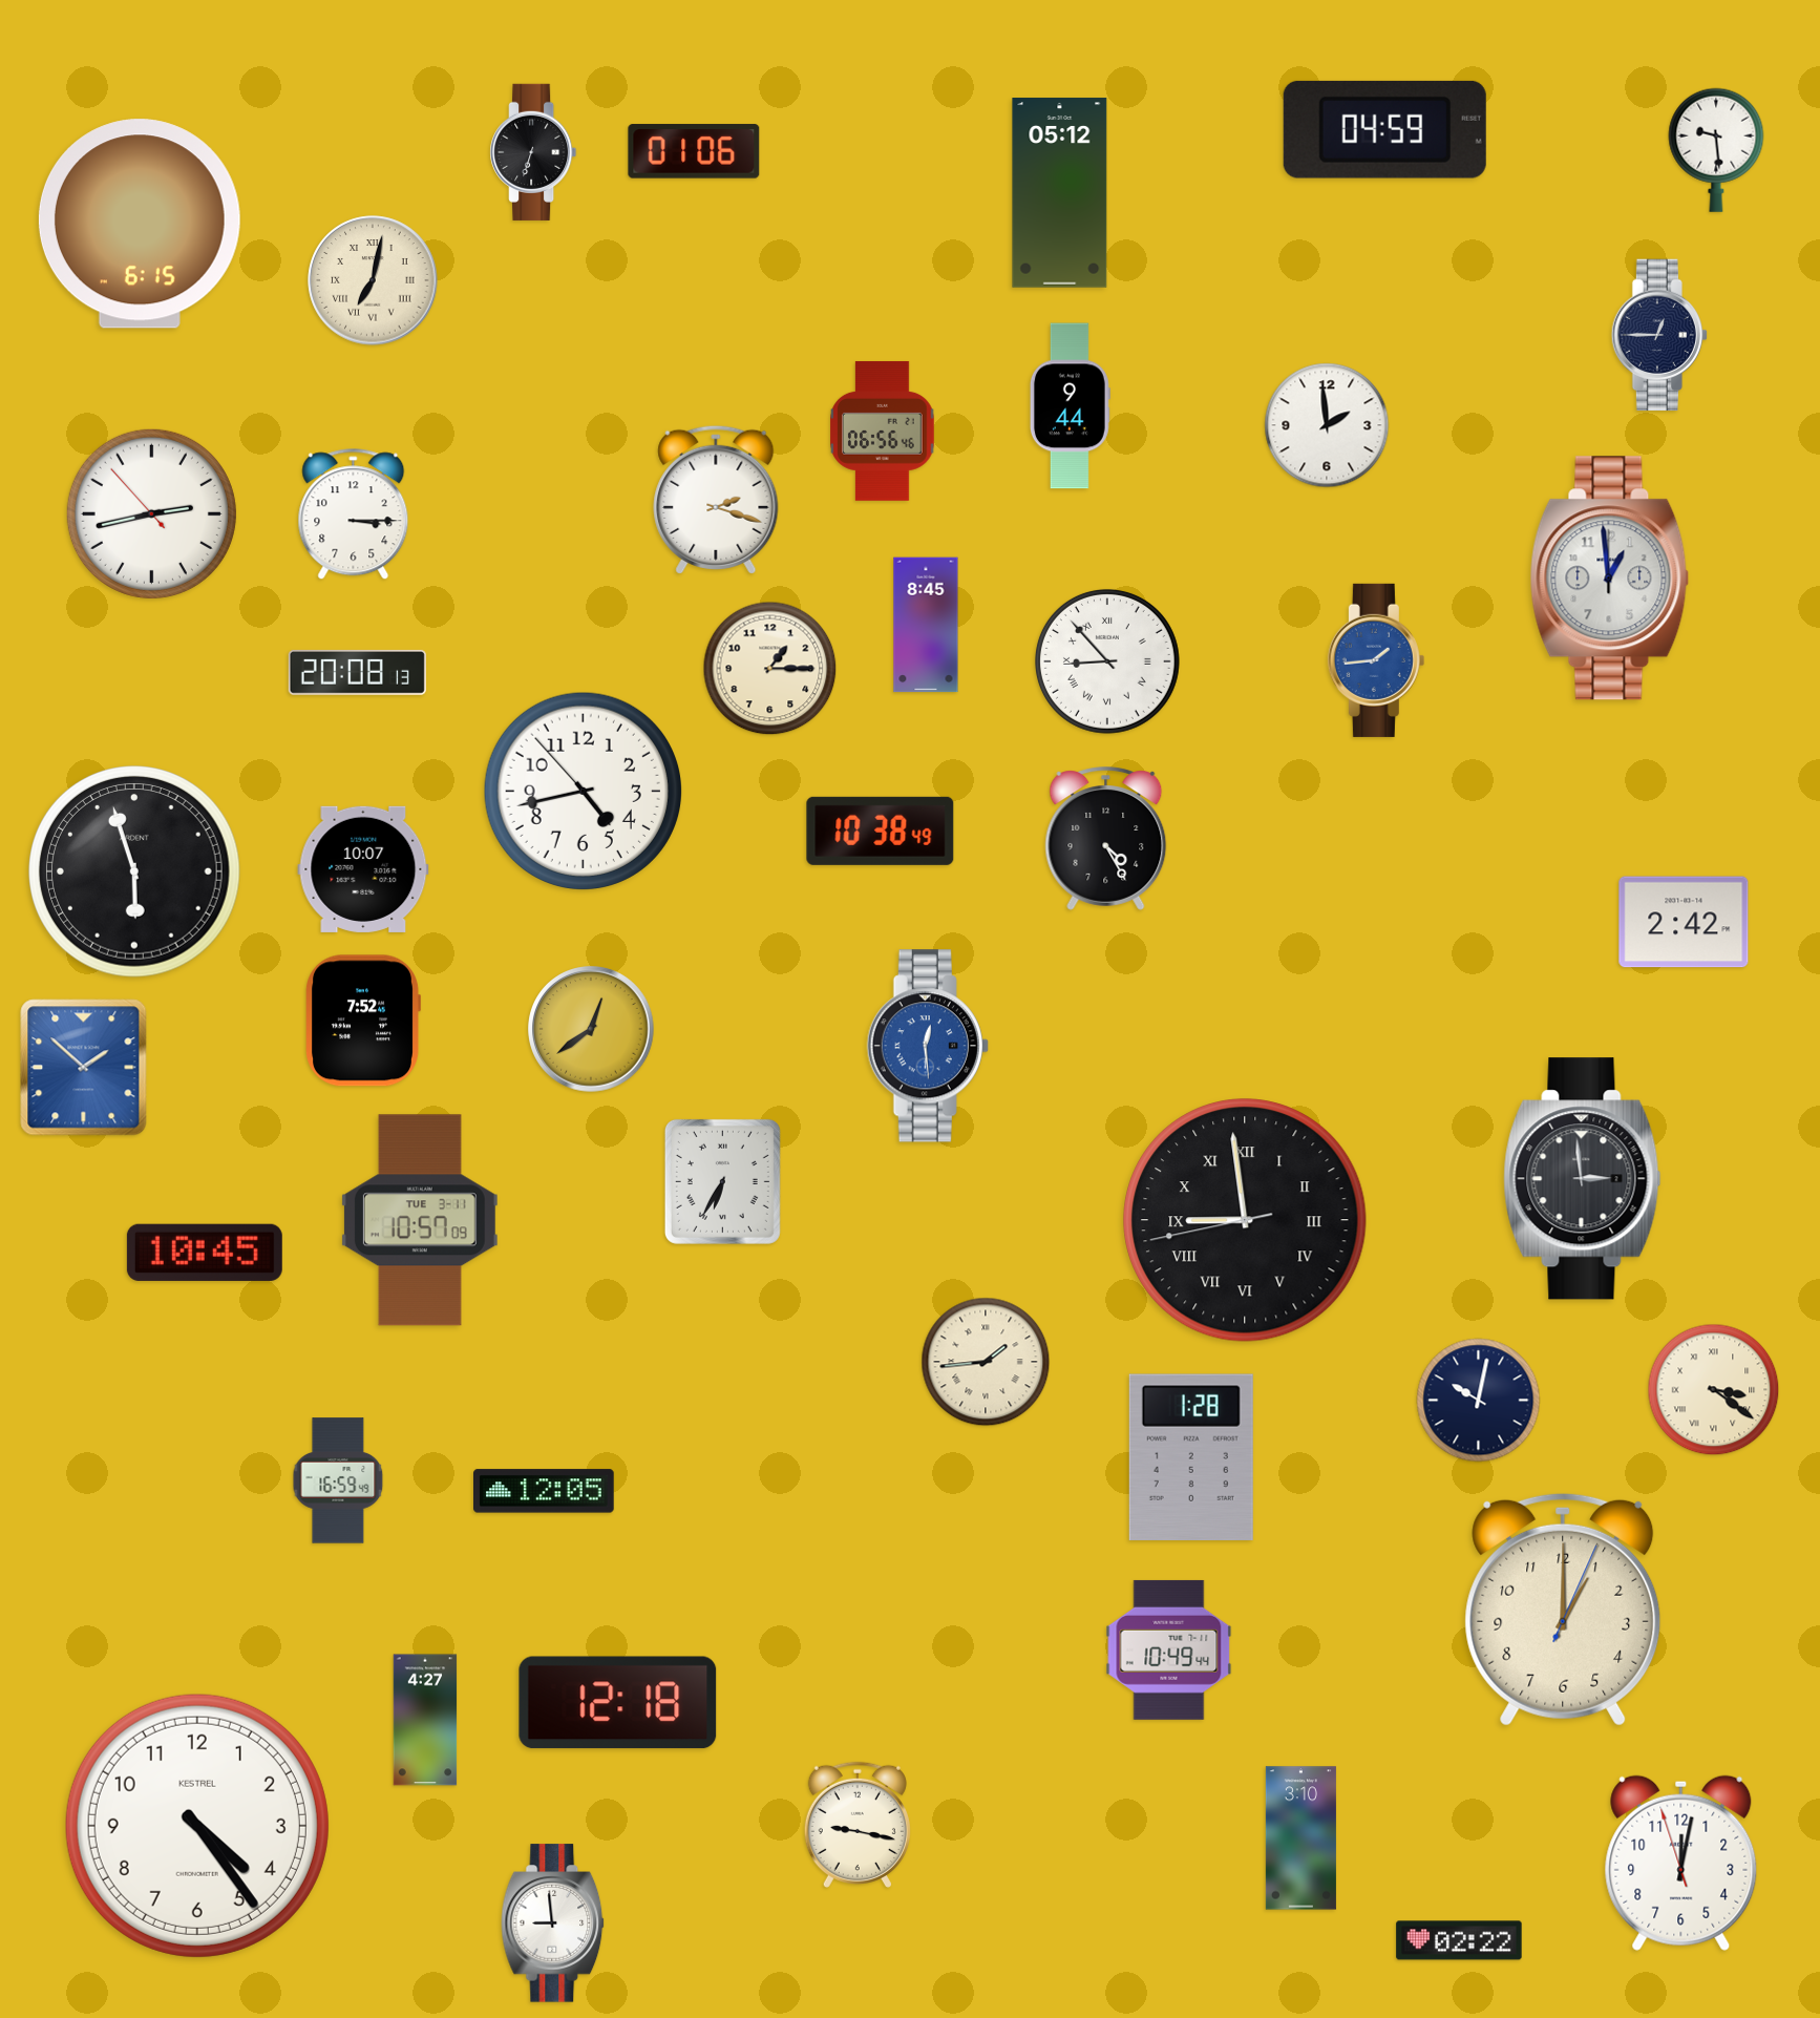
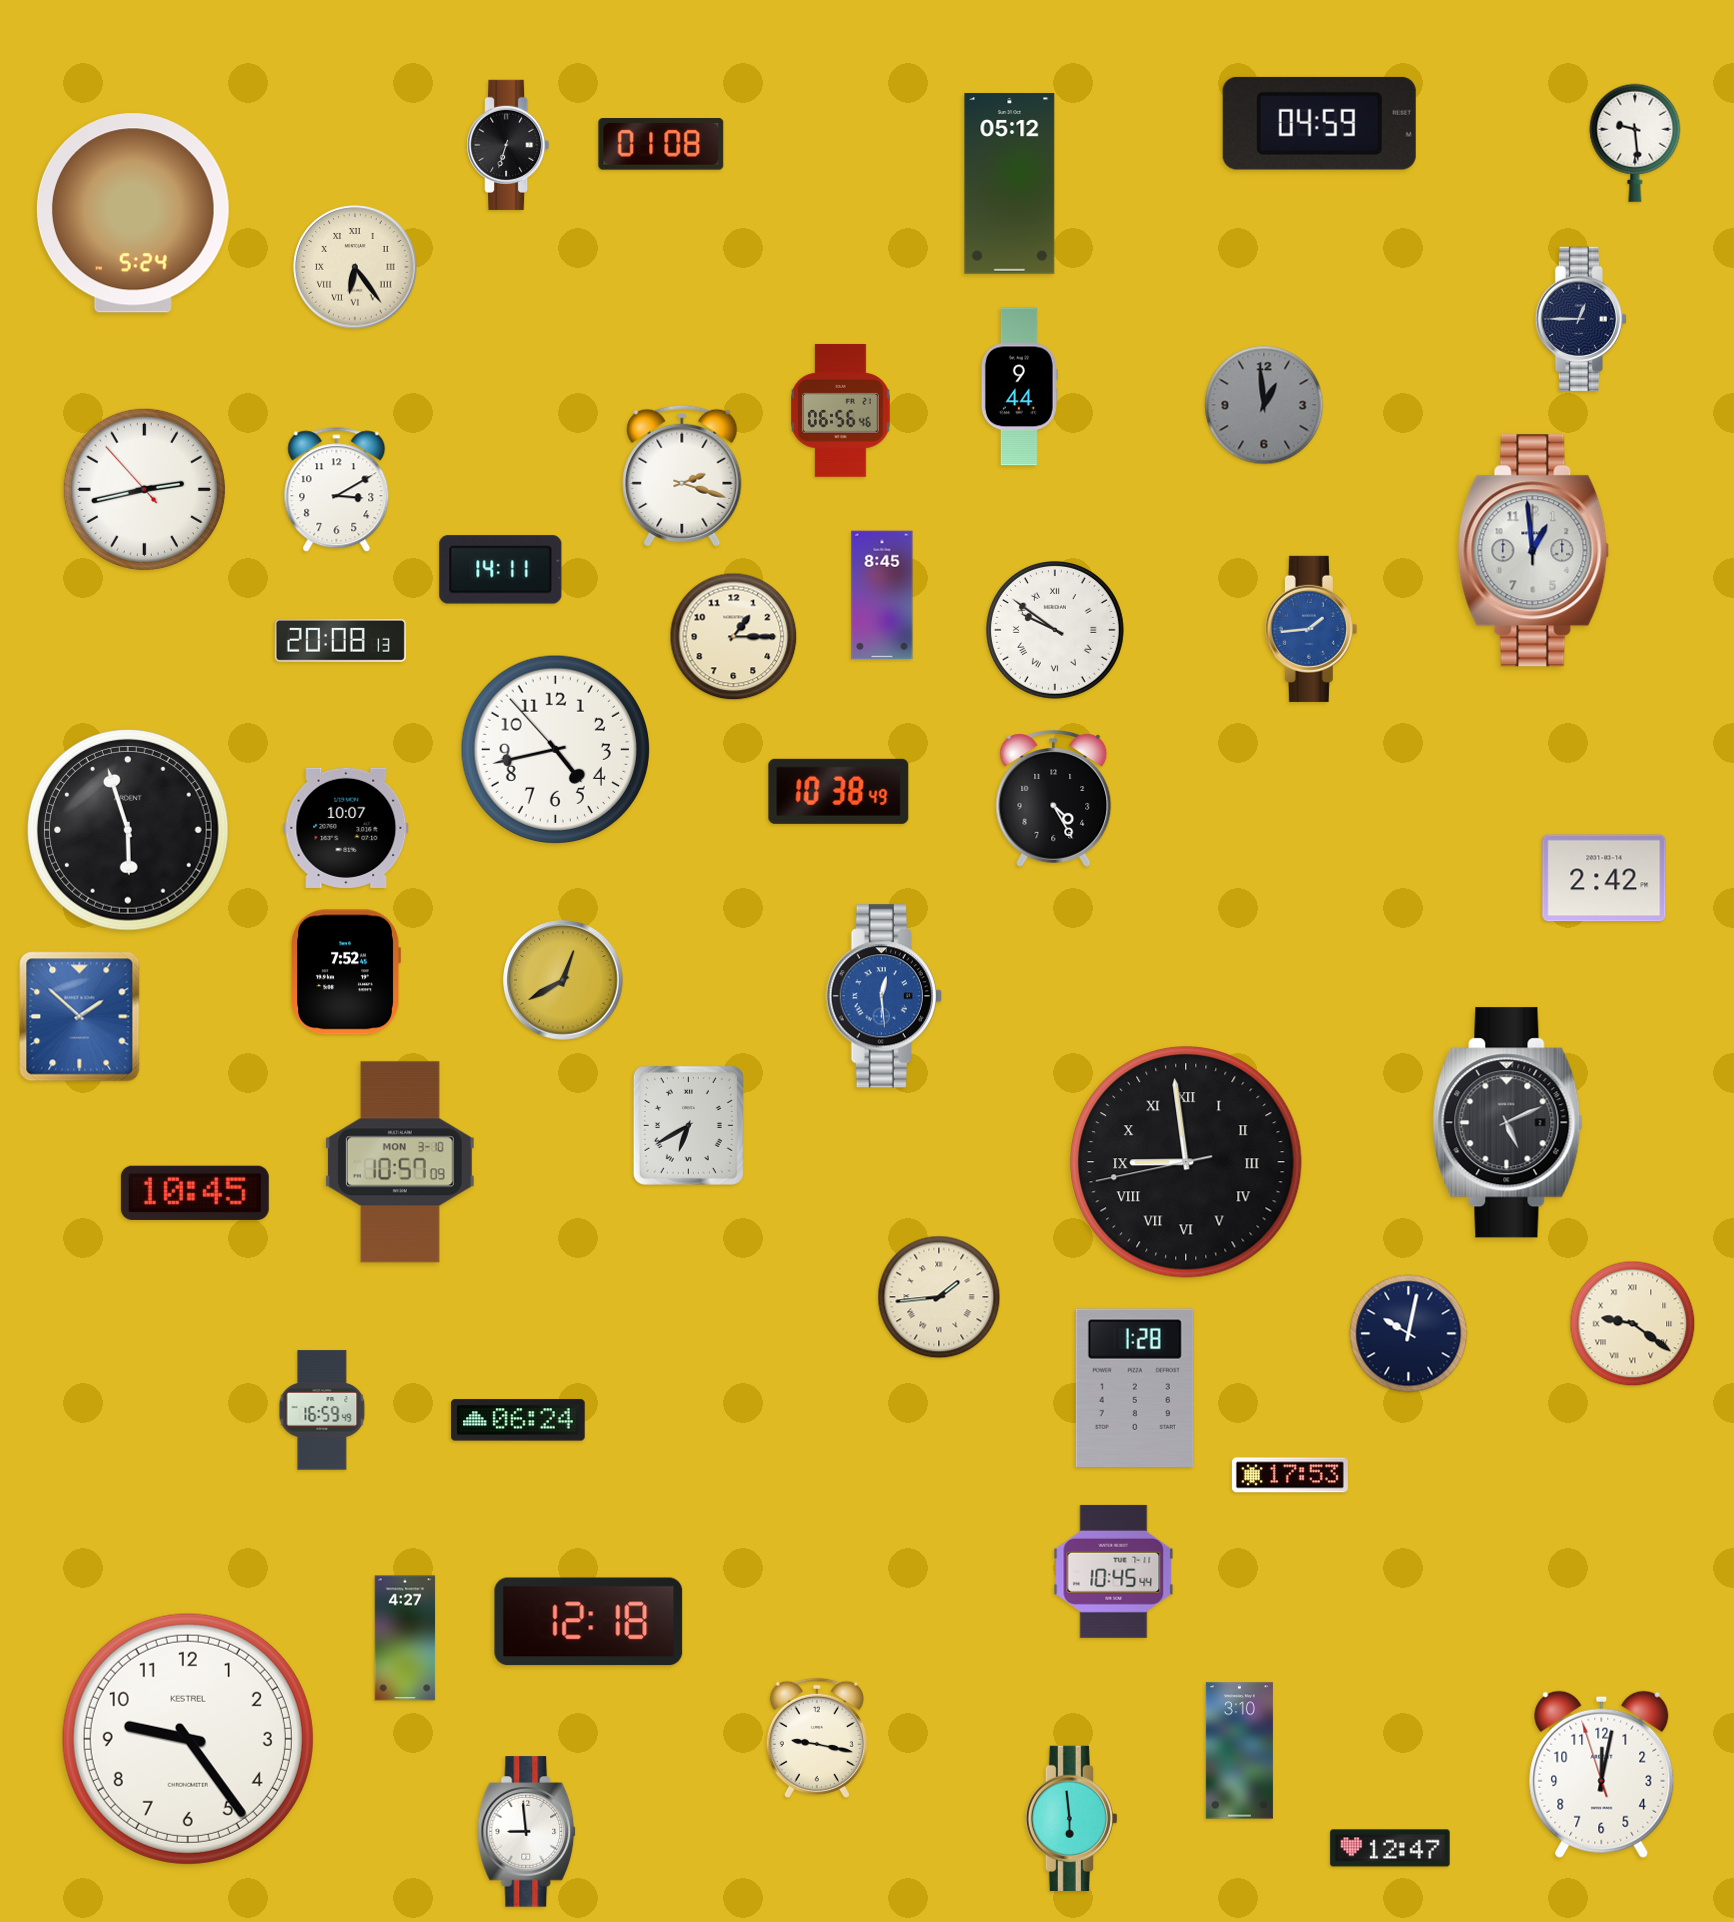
clock at (694, 151): 01:06 -> 01:08
clock at (140, 224): 6:15 -> 5:24
clock at (373, 280): 7:02 -> 6:24
clock at (1327, 425): 1:59 -> 12:59
clock at (1327, 425) dial: white -> grey
clock at (354, 514): 3:15 -> 3:10
clock at (501, 570): none -> 14:11
clock at (1107, 661): 8:53 -> 9:51
clock at (583, 791) position: (583, 791) -> (555, 749)
clock at (591, 1029): 12:39 -> 12:40
clock at (1583, 1179): 2:59 -> 5:11
clock at (722, 1181): 6:35 -> 6:40
clock at (420, 1220) date: TUE 3-11 -> MON 3-10
clock at (1714, 1390): 3:21 -> 9:21
clock at (545, 1491): 12:05 -> 06:24
clock at (1290, 1475): none -> 17:53
clock at (1563, 1610): 1:00 -> none
clock at (1169, 1649): 10:49 -> 10:45
clock at (197, 1826): 4:24 -> 9:24
clock at (1071, 1818): none -> 5:59
clock at (1459, 1940): 02:22 -> 12:47
